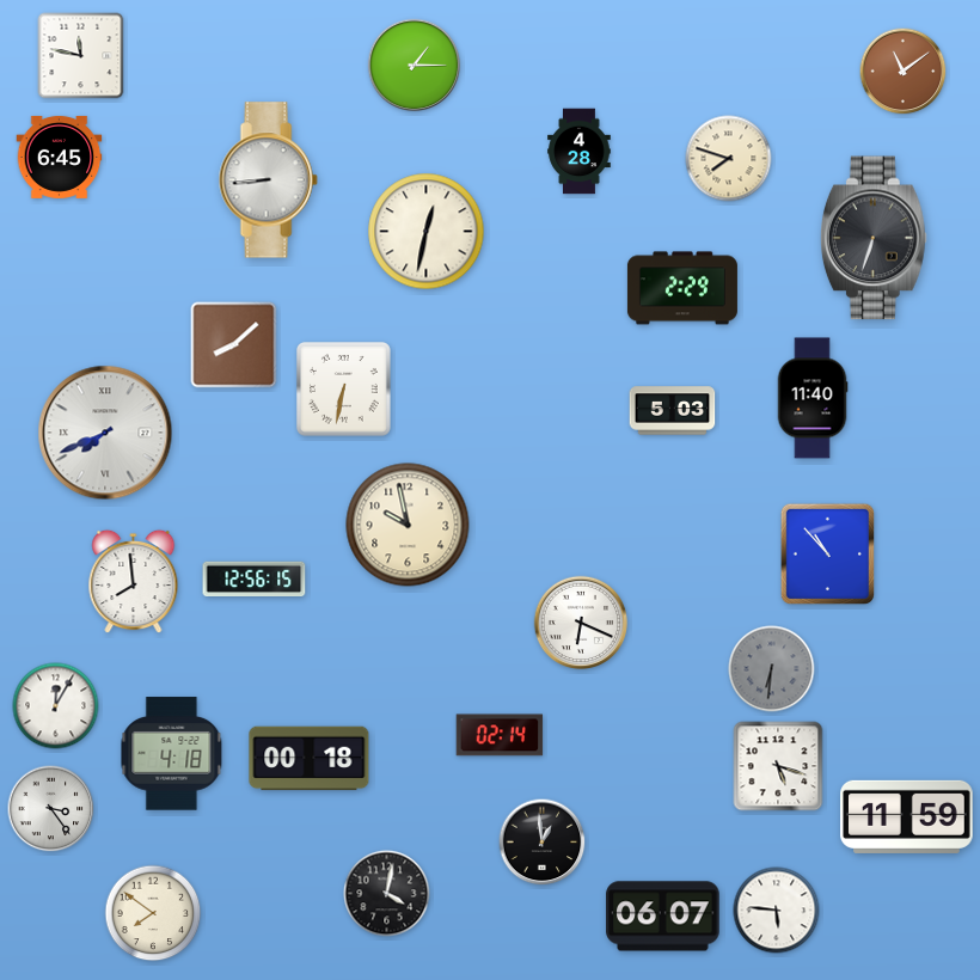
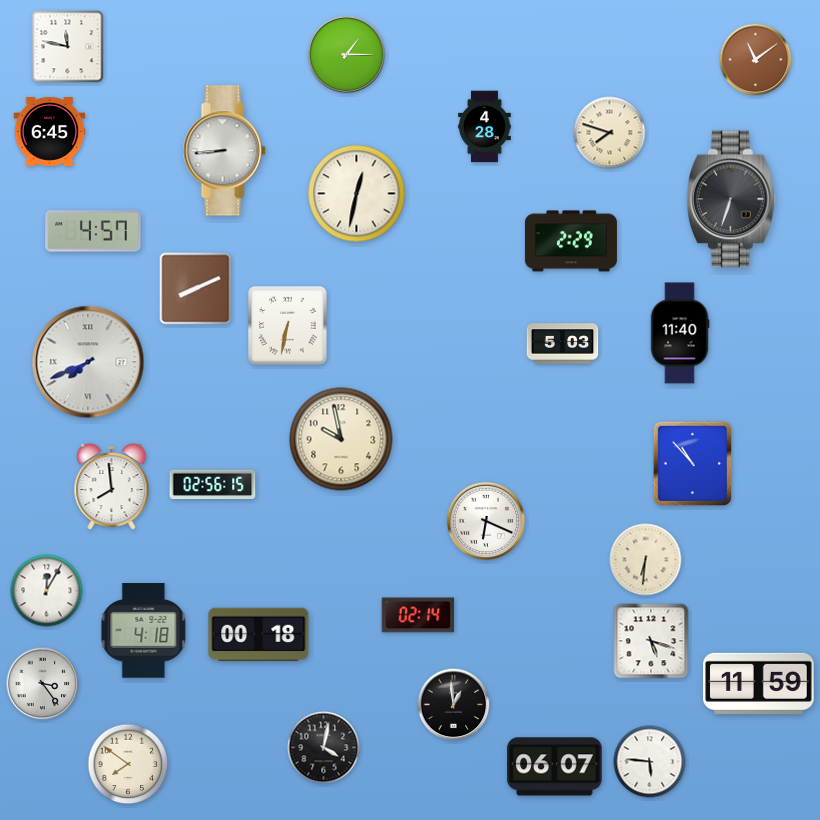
clock at (93, 231): none -> 4:57
clock at (234, 345): 8:08 -> 8:11
clock at (255, 580): 12:56 -> 02:56
clock at (772, 669) dial: grey -> cream
clock at (51, 809) position: (51, 809) -> (43, 684)
